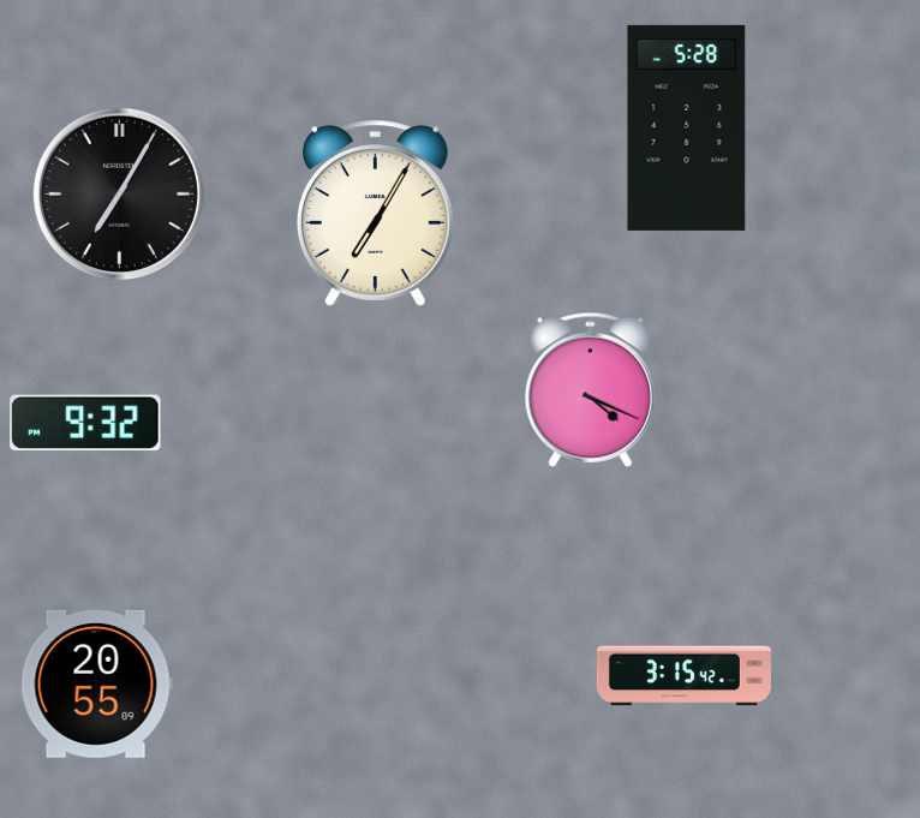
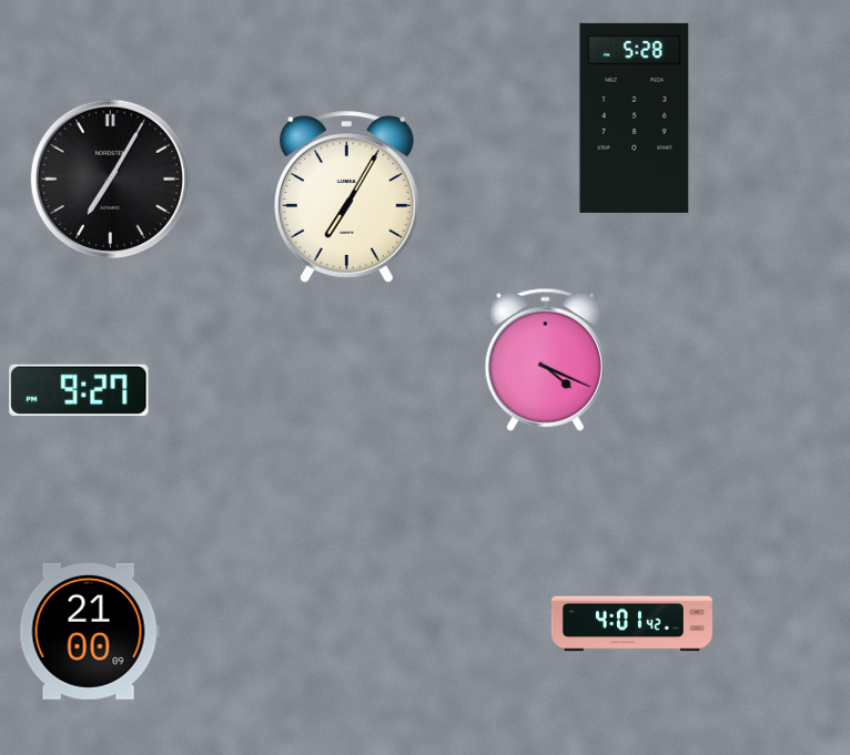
clock at (85, 422): 9:32 -> 9:27
clock at (683, 676): 3:15 -> 4:01
clock at (96, 683): 20:55 -> 21:00
